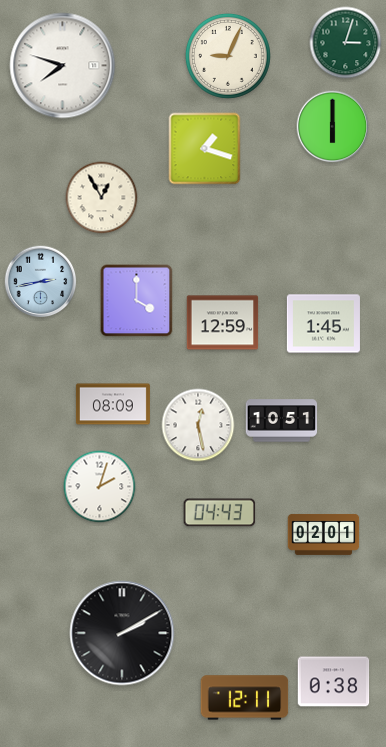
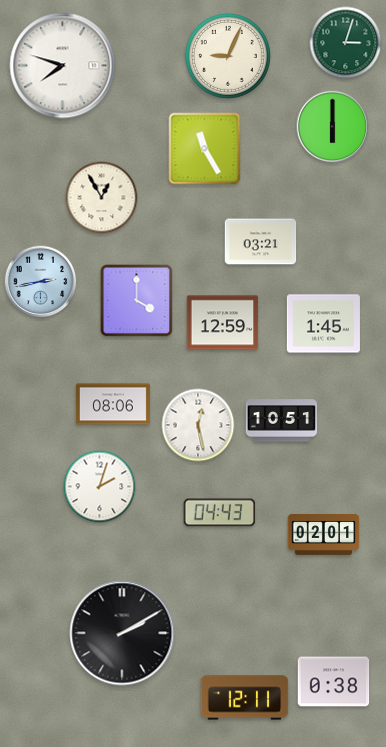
clock at (205, 149): 1:18 -> 11:25
clock at (261, 242): none -> 03:21
clock at (113, 404): 08:09 -> 08:06
